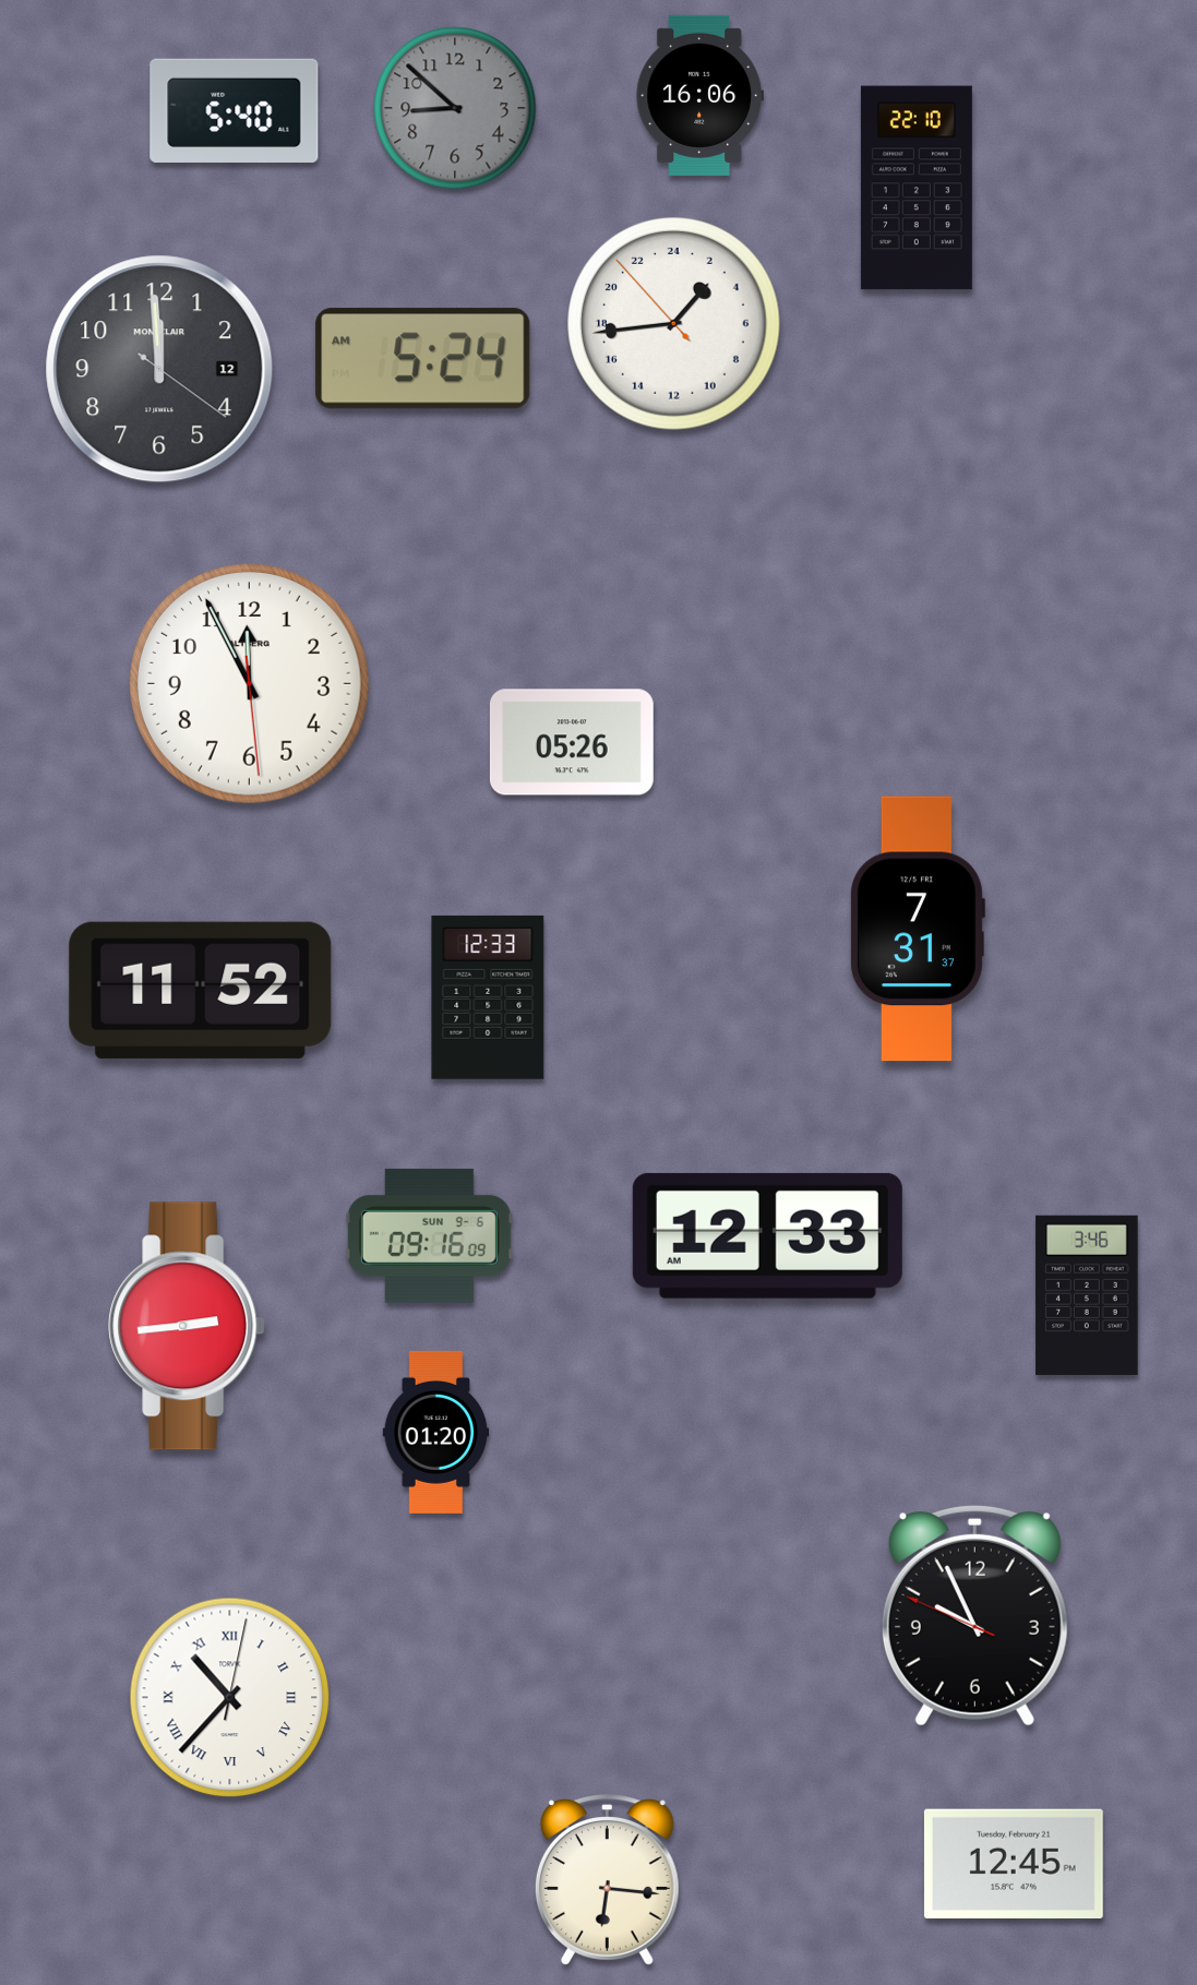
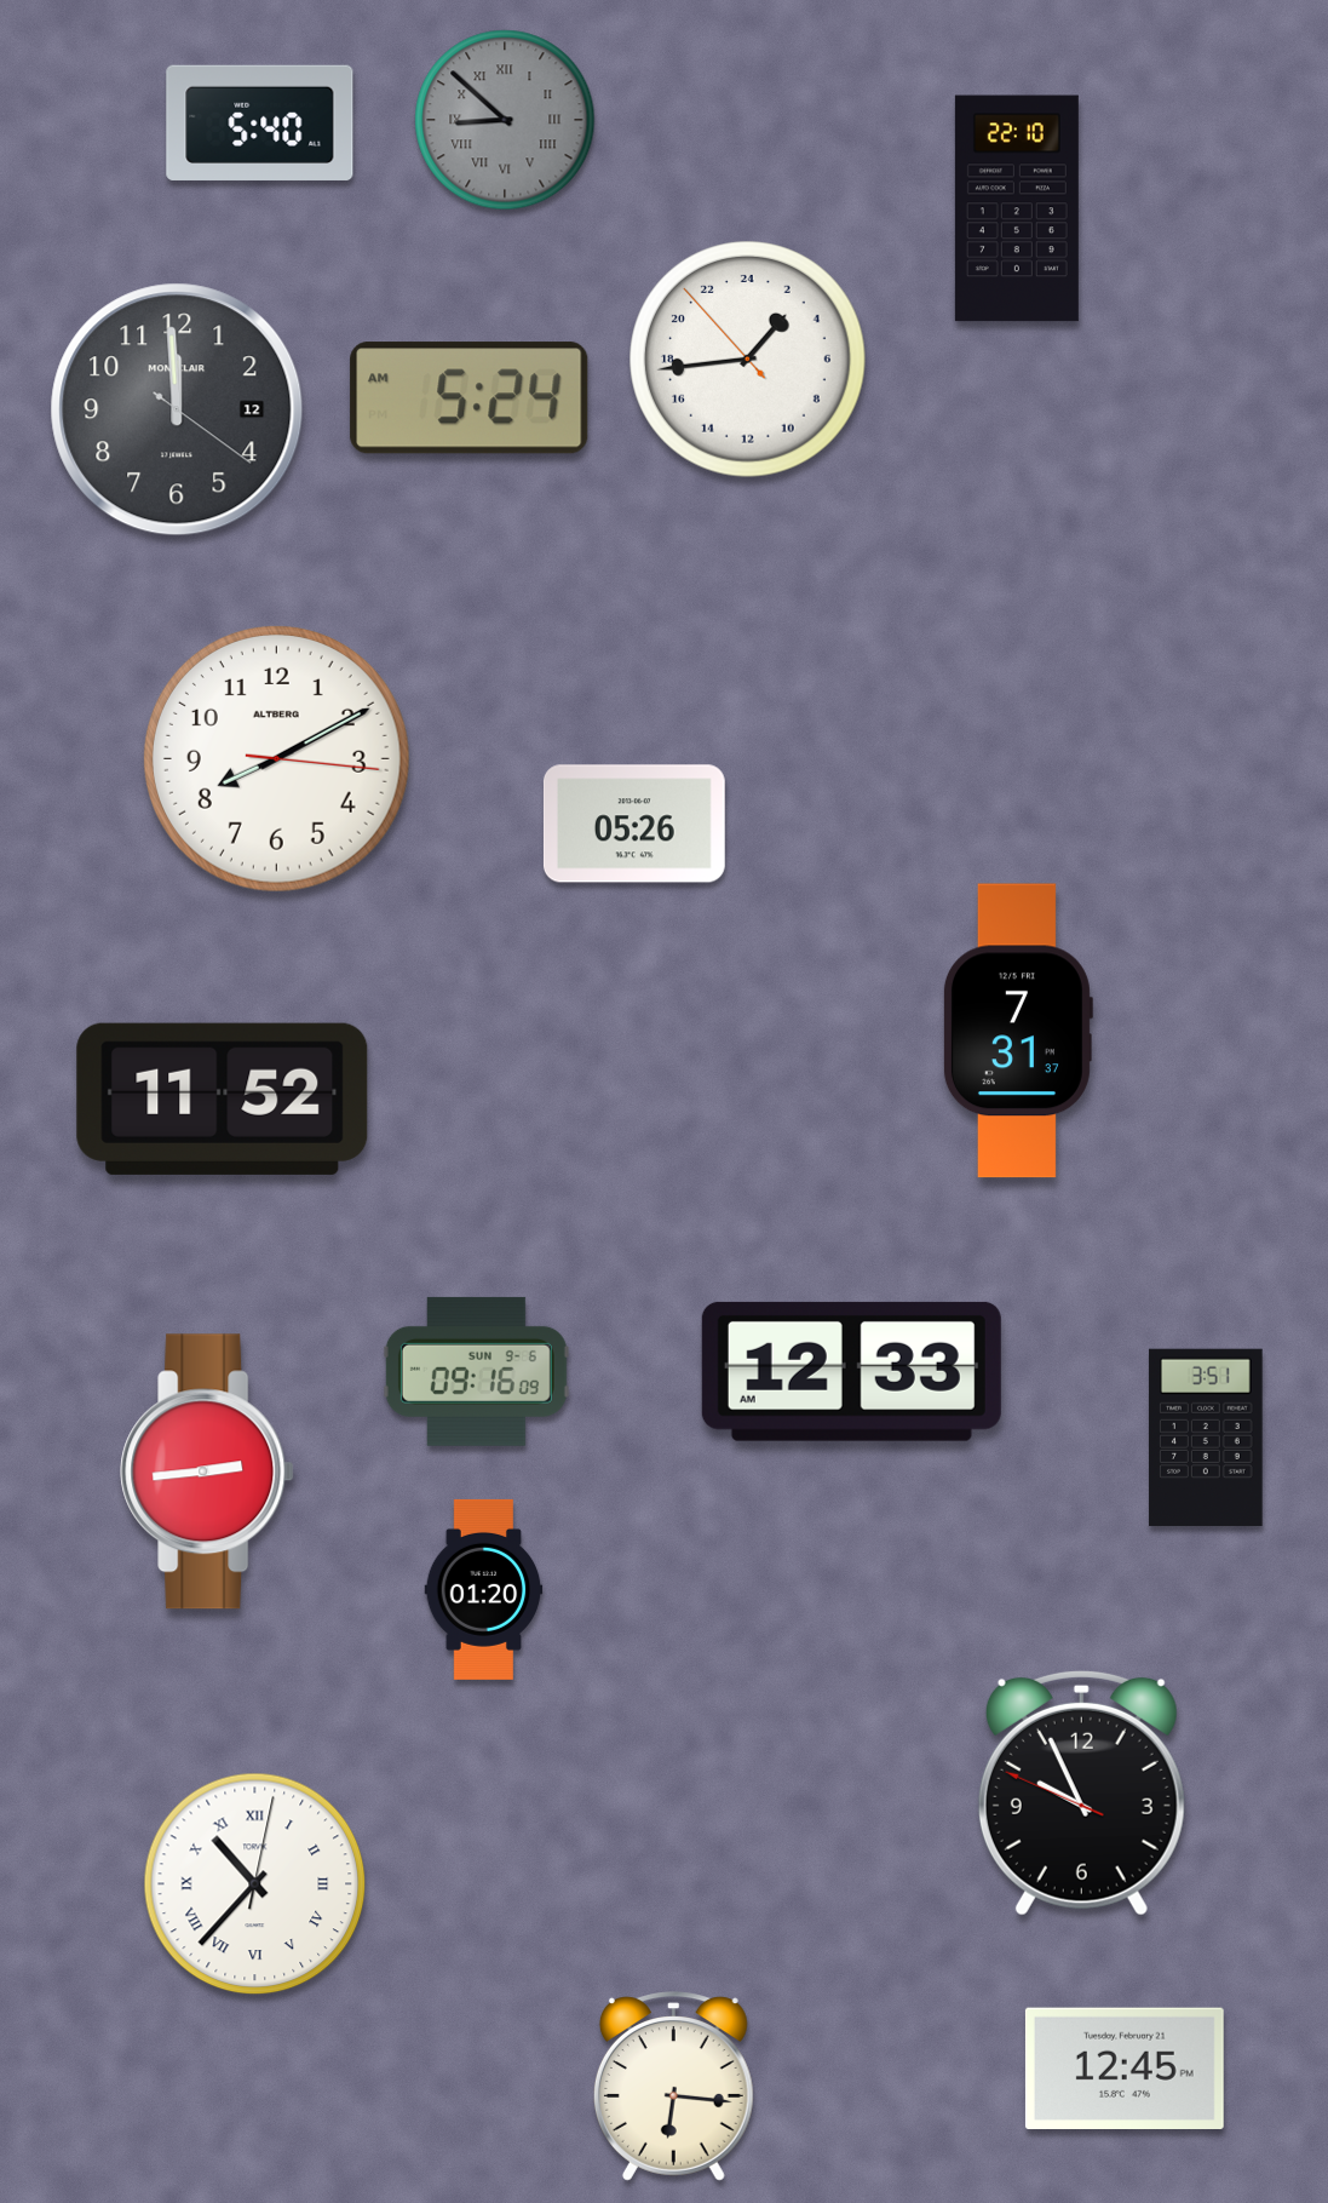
clock at (699, 95): 16:06 -> none
clock at (455, 108) numerals: Arabic -> Roman
clock at (249, 683): 11:55 -> 8:10
clock at (488, 997): 12:33 -> none
clock at (1087, 1295): 3:46 -> 3:51
